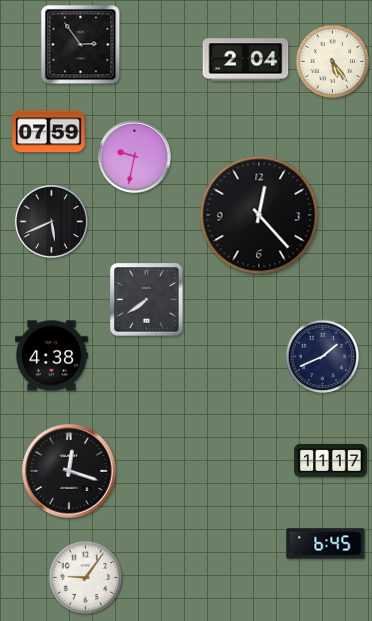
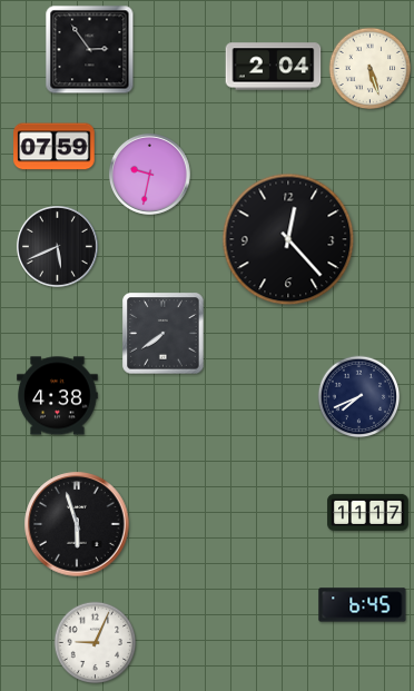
clock at (333, 62): 5:24 -> 5:27
clock at (323, 357): 1:41 -> 7:41
clock at (69, 471): 12:18 -> 5:57
clock at (86, 578): 9:06 -> 9:04
